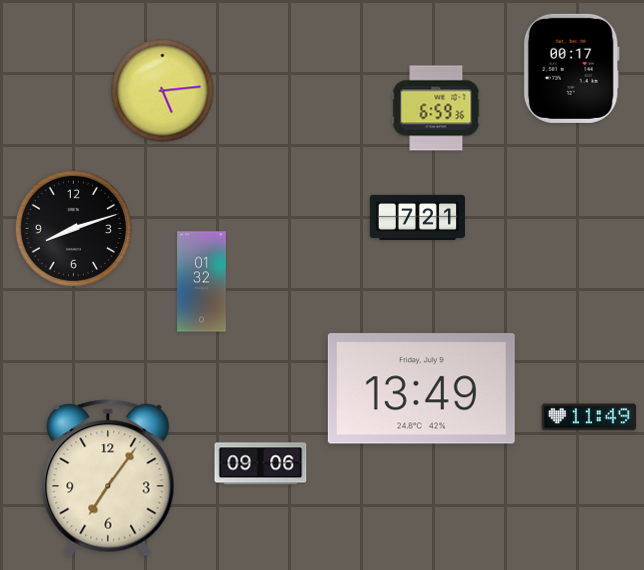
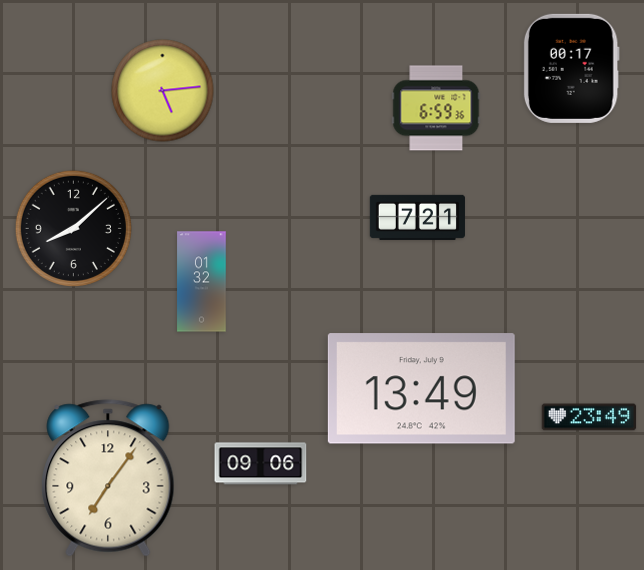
clock at (73, 228): 8:12 -> 8:08
clock at (589, 417): 11:49 -> 23:49
